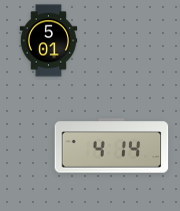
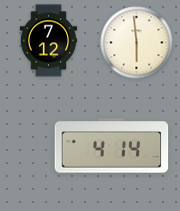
clock at (49, 41): 5:01 -> 7:12
clock at (137, 43): none -> 5:59
